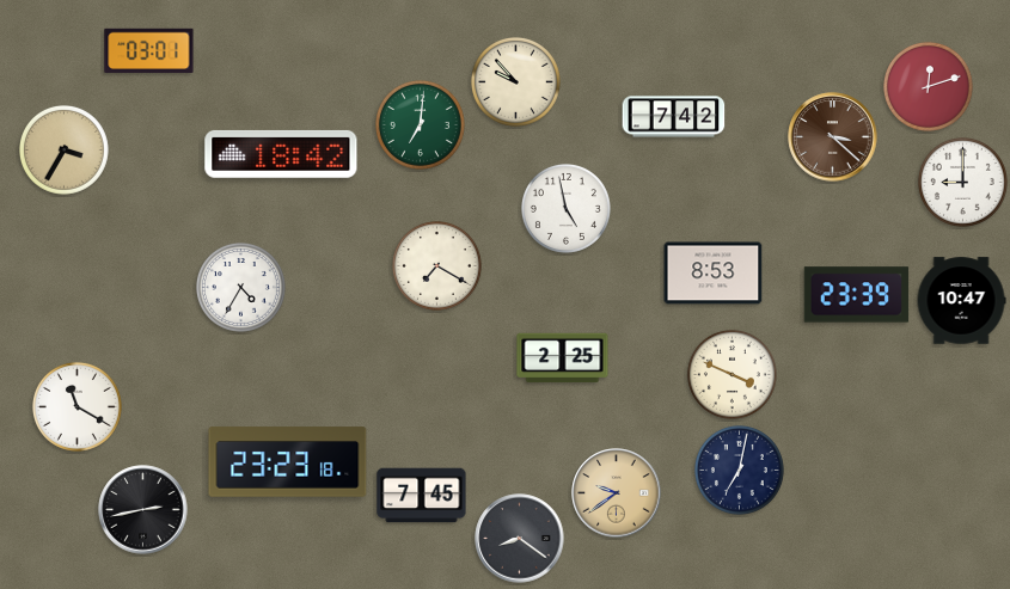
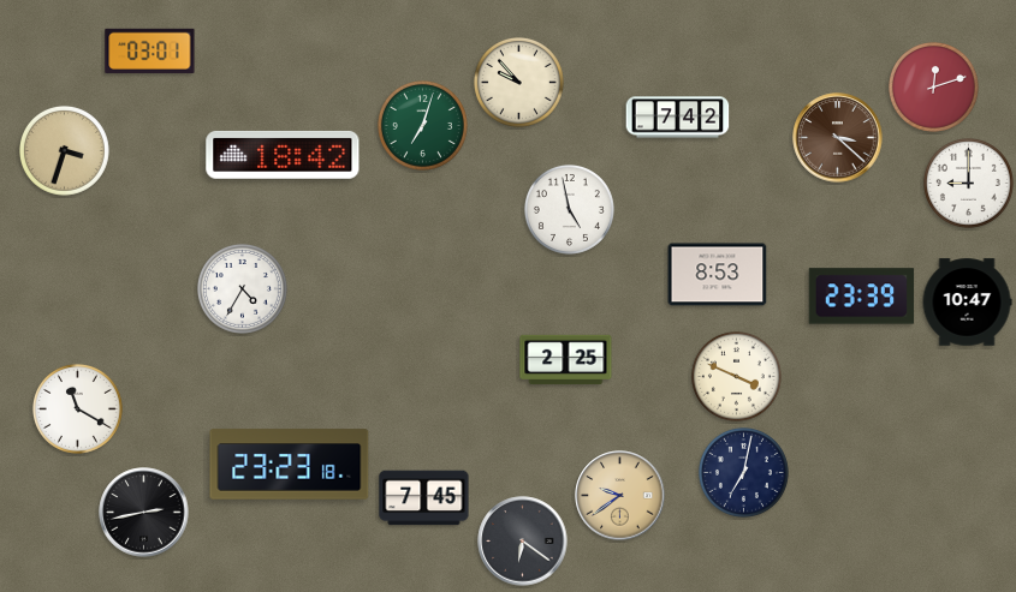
clock at (420, 124): 7:01 -> 7:03
clock at (63, 149): 3:35 -> 3:33
clock at (436, 265): 7:20 -> none
clock at (520, 539): 8:21 -> 6:21
